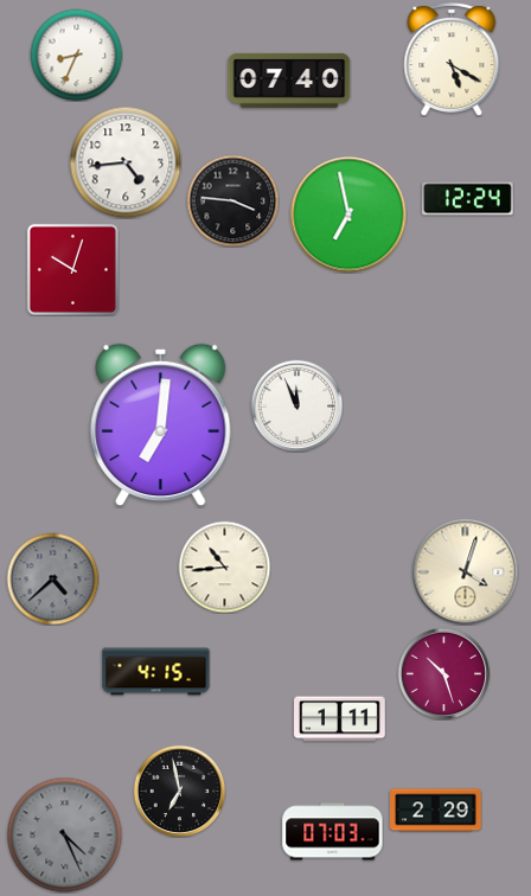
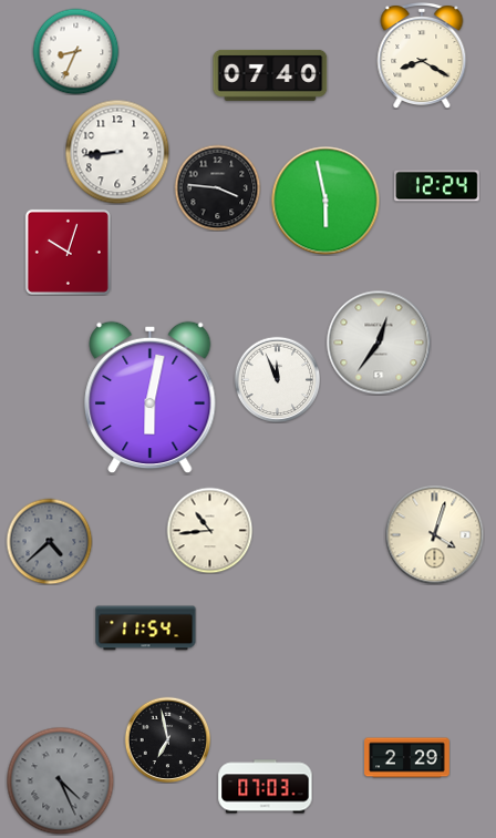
clock at (76, 55) position: (76, 55) -> (75, 51)
clock at (452, 60): 5:20 -> 8:20
clock at (126, 162): 4:44 -> 8:44
clock at (348, 215): 6:58 -> 5:58
clock at (379, 343): none -> 12:36
clock at (161, 425): 7:01 -> 6:02
clock at (156, 672): 4:15 -> 11:54
clock at (443, 673): 10:27 -> none
clock at (340, 719): 1:11 -> none
clock at (333, 832) position: (333, 832) -> (266, 787)
